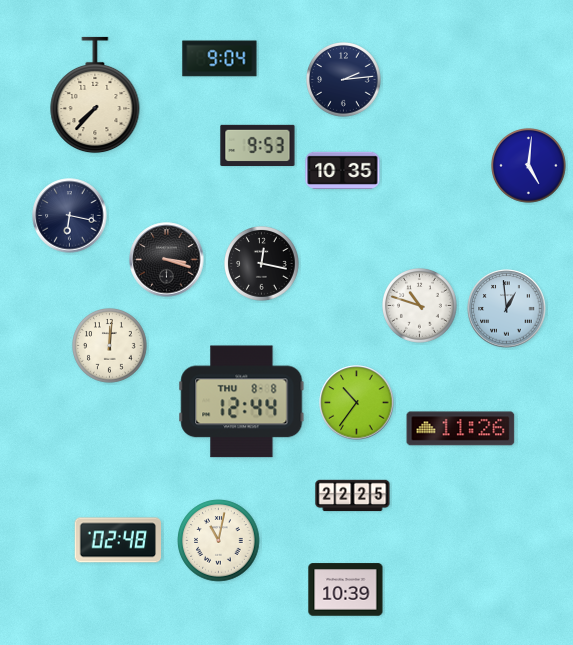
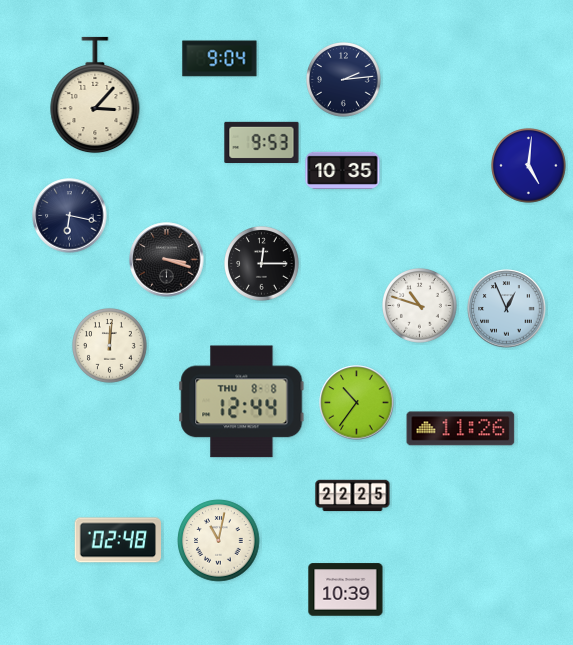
clock at (95, 95): 7:37 -> 3:07
clock at (258, 145) position: (258, 145) -> (262, 142)
clock at (262, 264): 12:17 -> 12:15
clock at (507, 309): 12:59 -> 12:56
